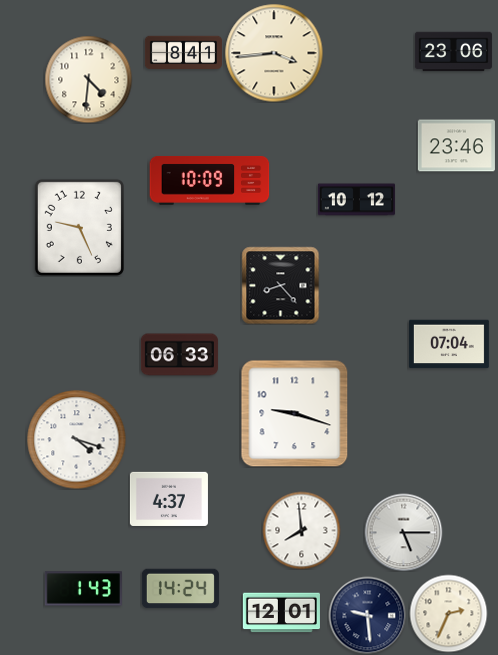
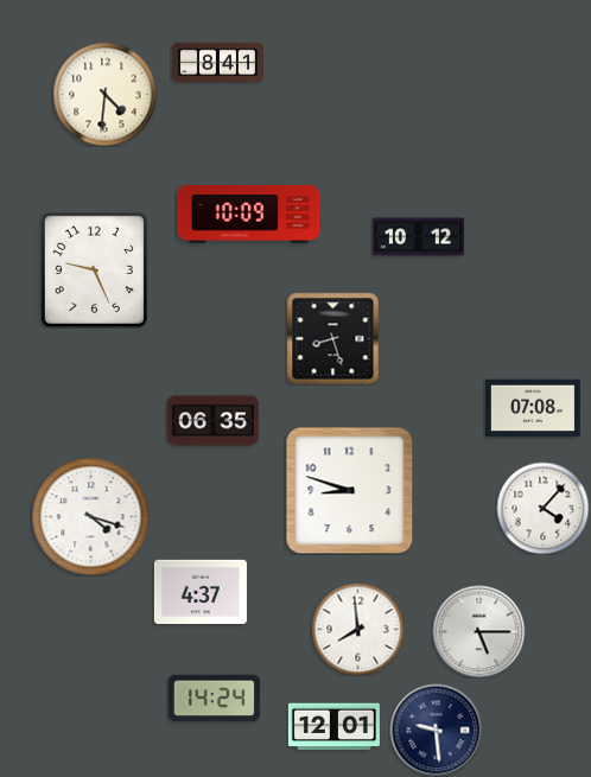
clock at (453, 52): 23:06 -> none
clock at (274, 53): 3:44 -> none
clock at (456, 146): 23:46 -> none
clock at (356, 200) position: (356, 200) -> (418, 237)
clock at (280, 285): 8:23 -> 8:27
clock at (449, 344): 07:04 -> 07:08
clock at (179, 355): 06:33 -> 06:35
clock at (294, 413): 9:18 -> 8:48
clock at (542, 508): none -> 4:07
clock at (77, 440) position: (77, 440) -> (91, 517)
clock at (83, 589): 1:43 -> none
clock at (448, 613): 2:34 -> none
